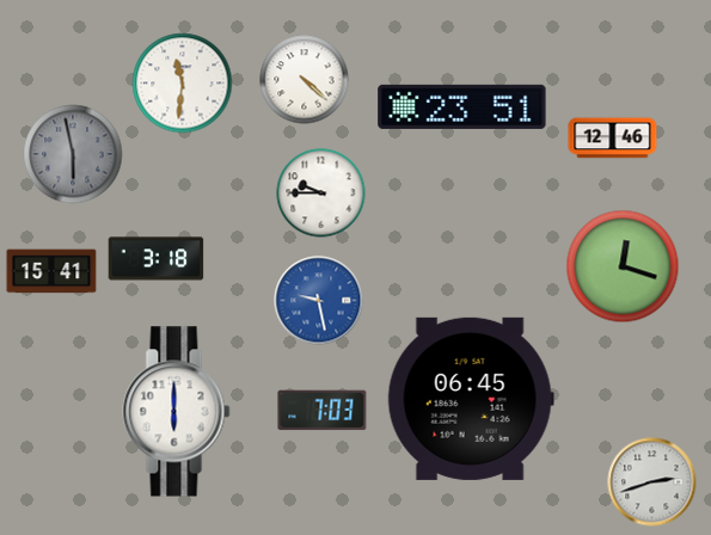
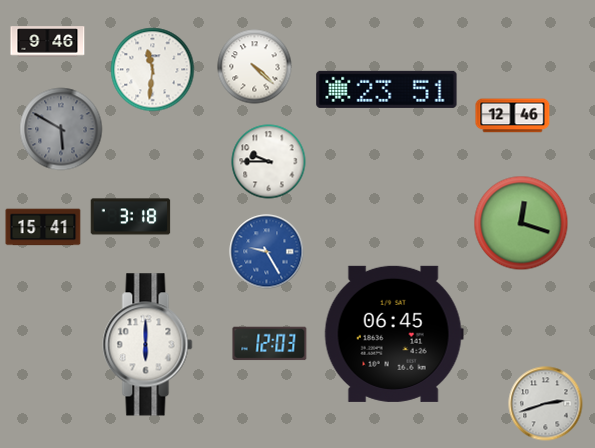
clock at (48, 42): none -> 9:46
clock at (73, 154): 5:58 -> 5:50
clock at (319, 301): 9:28 -> 9:25
clock at (323, 411): 7:03 -> 12:03
